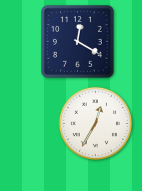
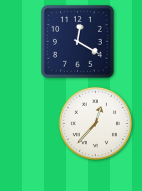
clock at (95, 123): 12:35 -> 12:37
